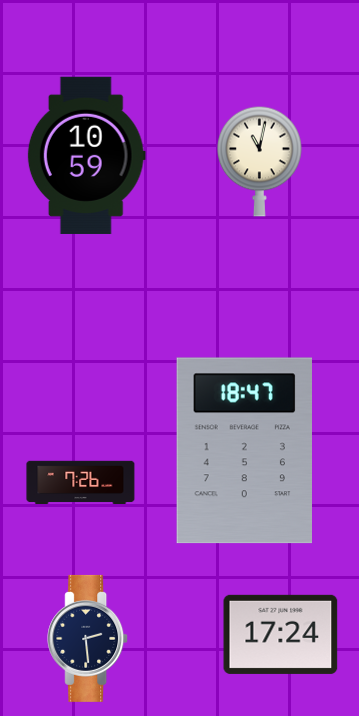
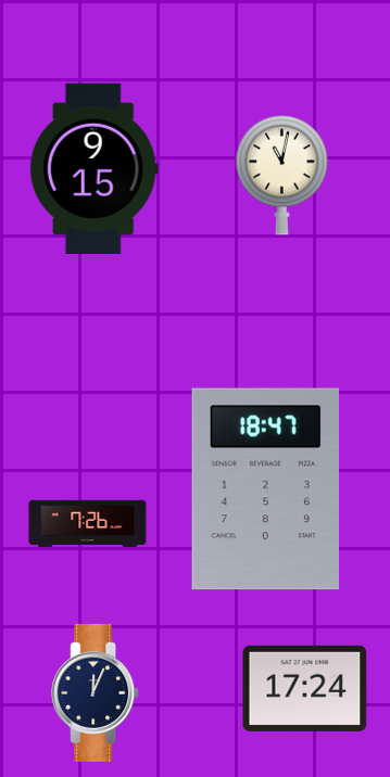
clock at (86, 155): 10:59 -> 9:15
clock at (88, 638): 2:29 -> 12:04
